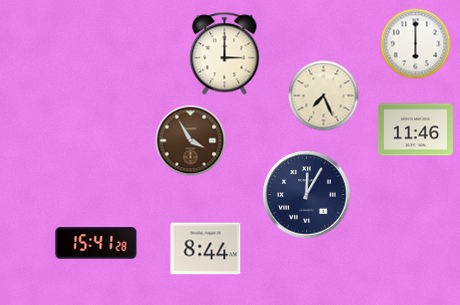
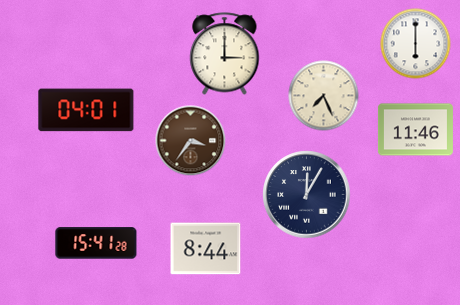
clock at (86, 110): none -> 04:01
clock at (191, 141): 3:55 -> 3:36
